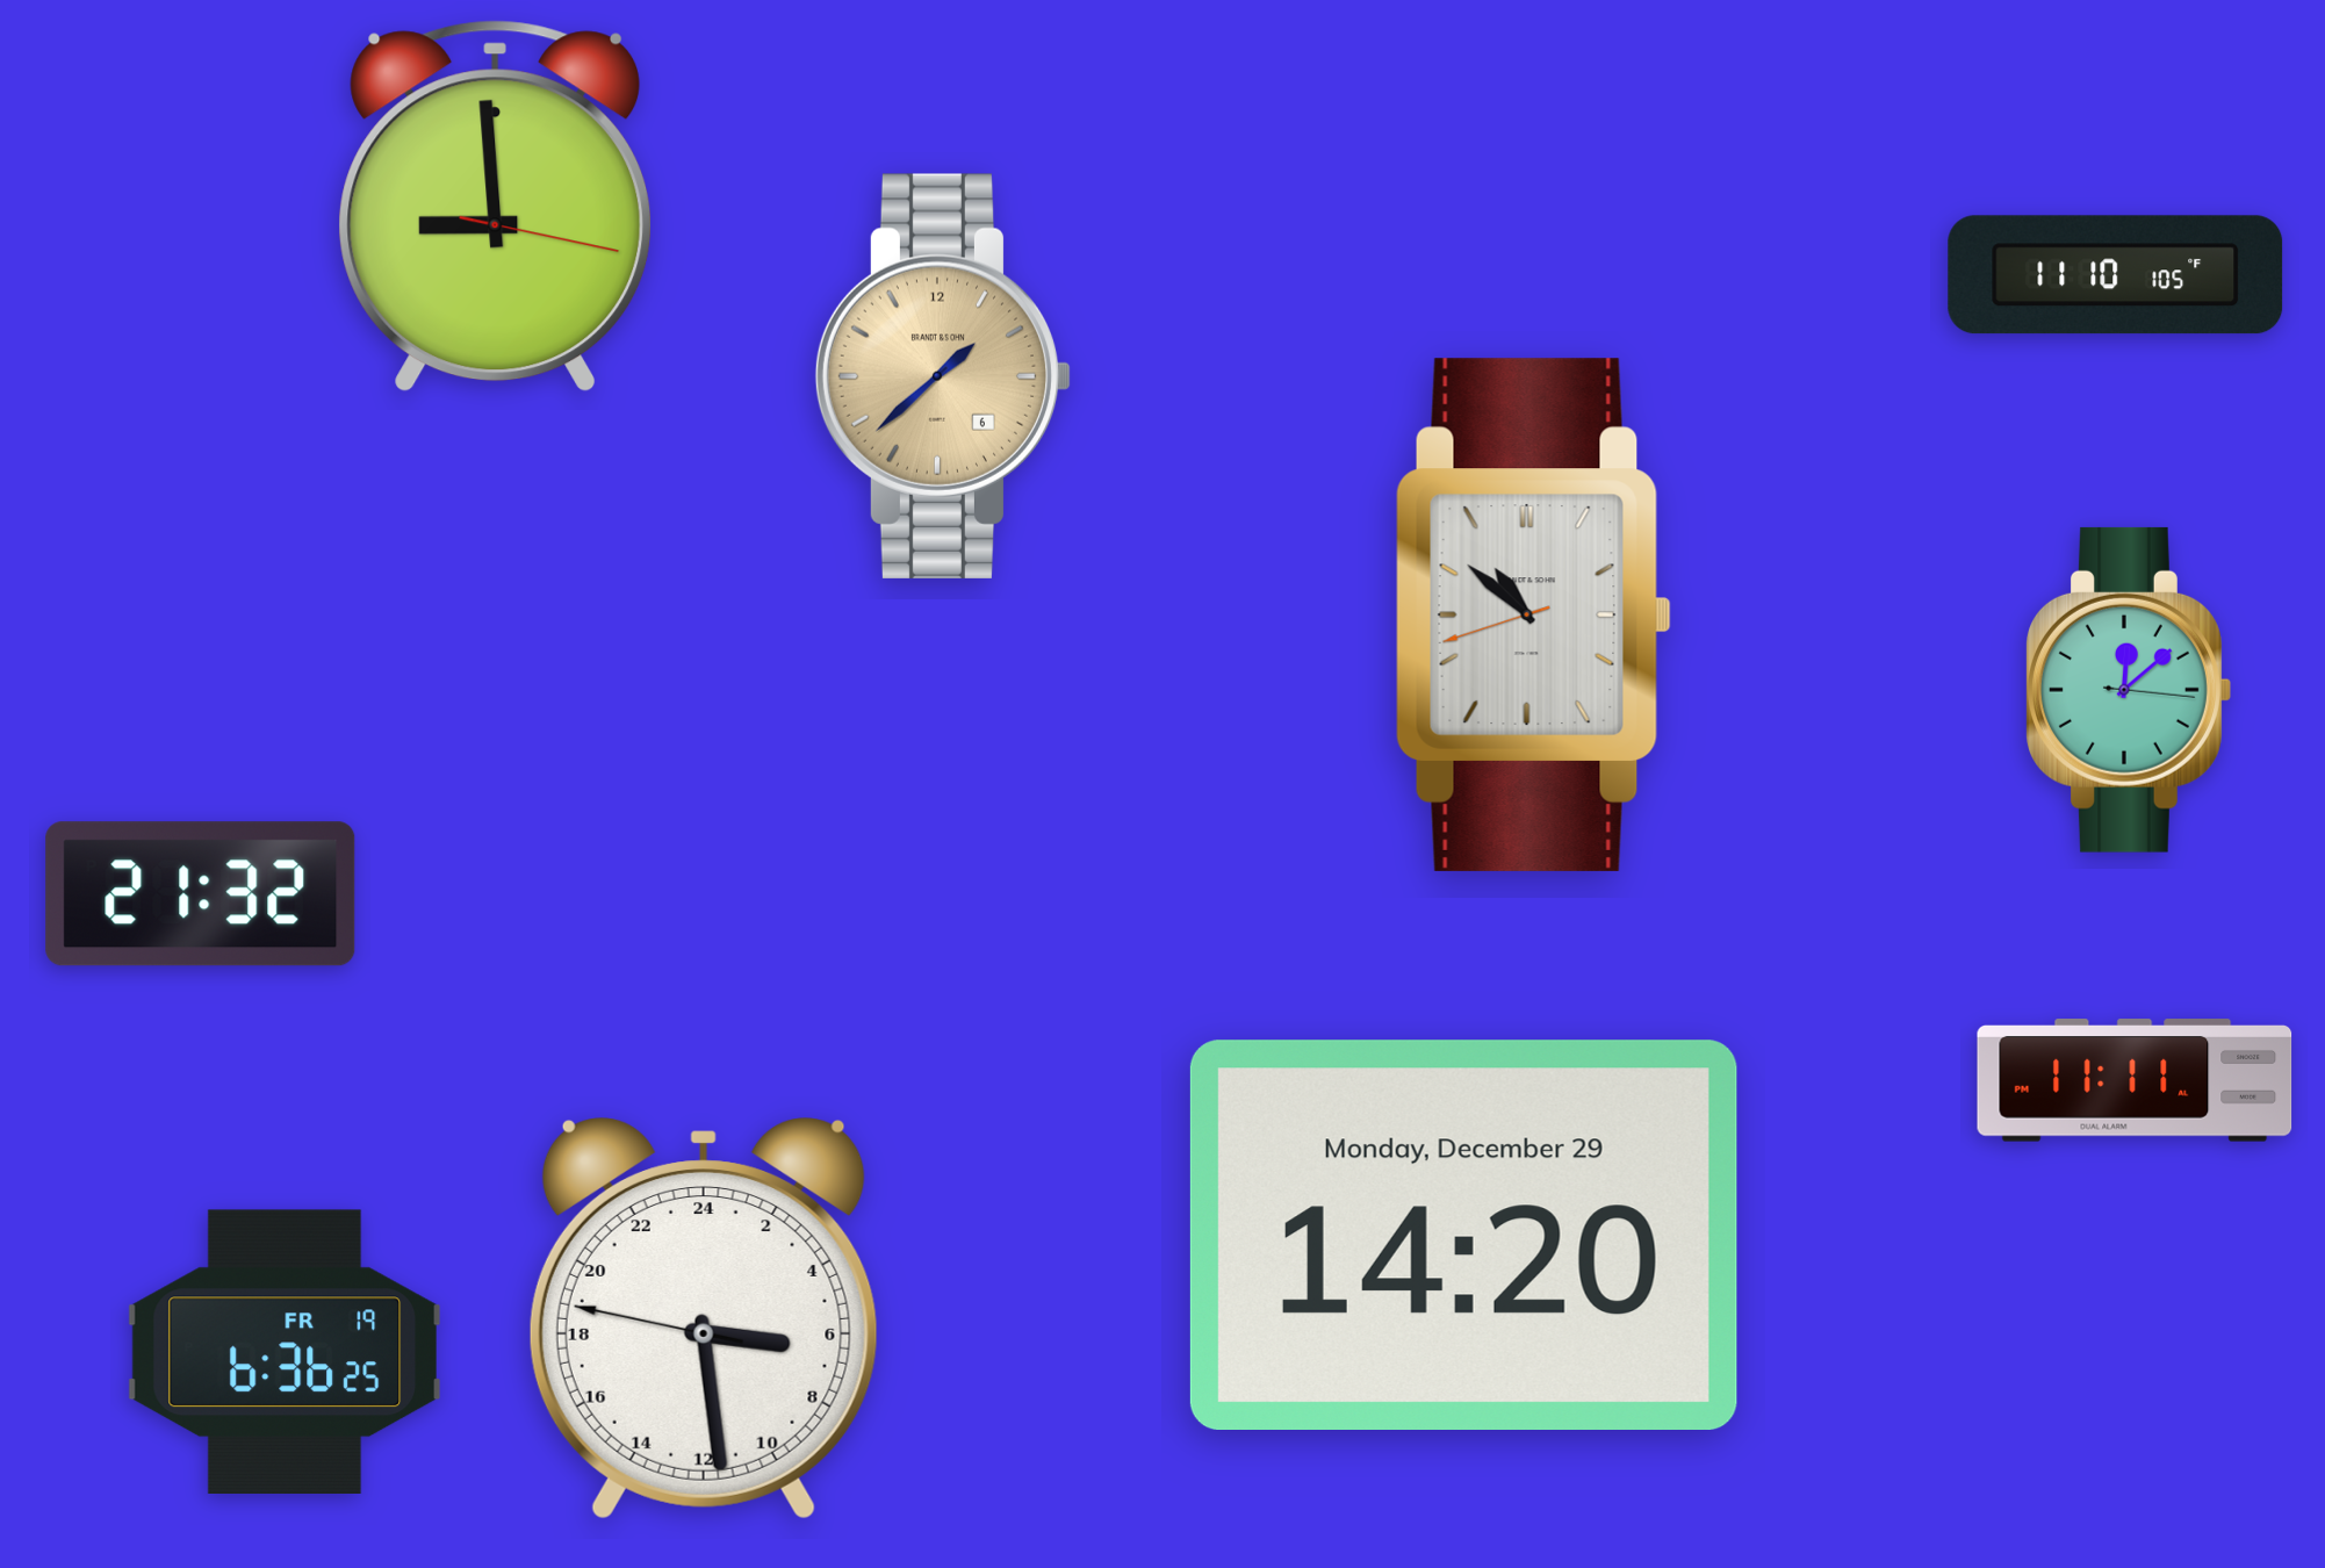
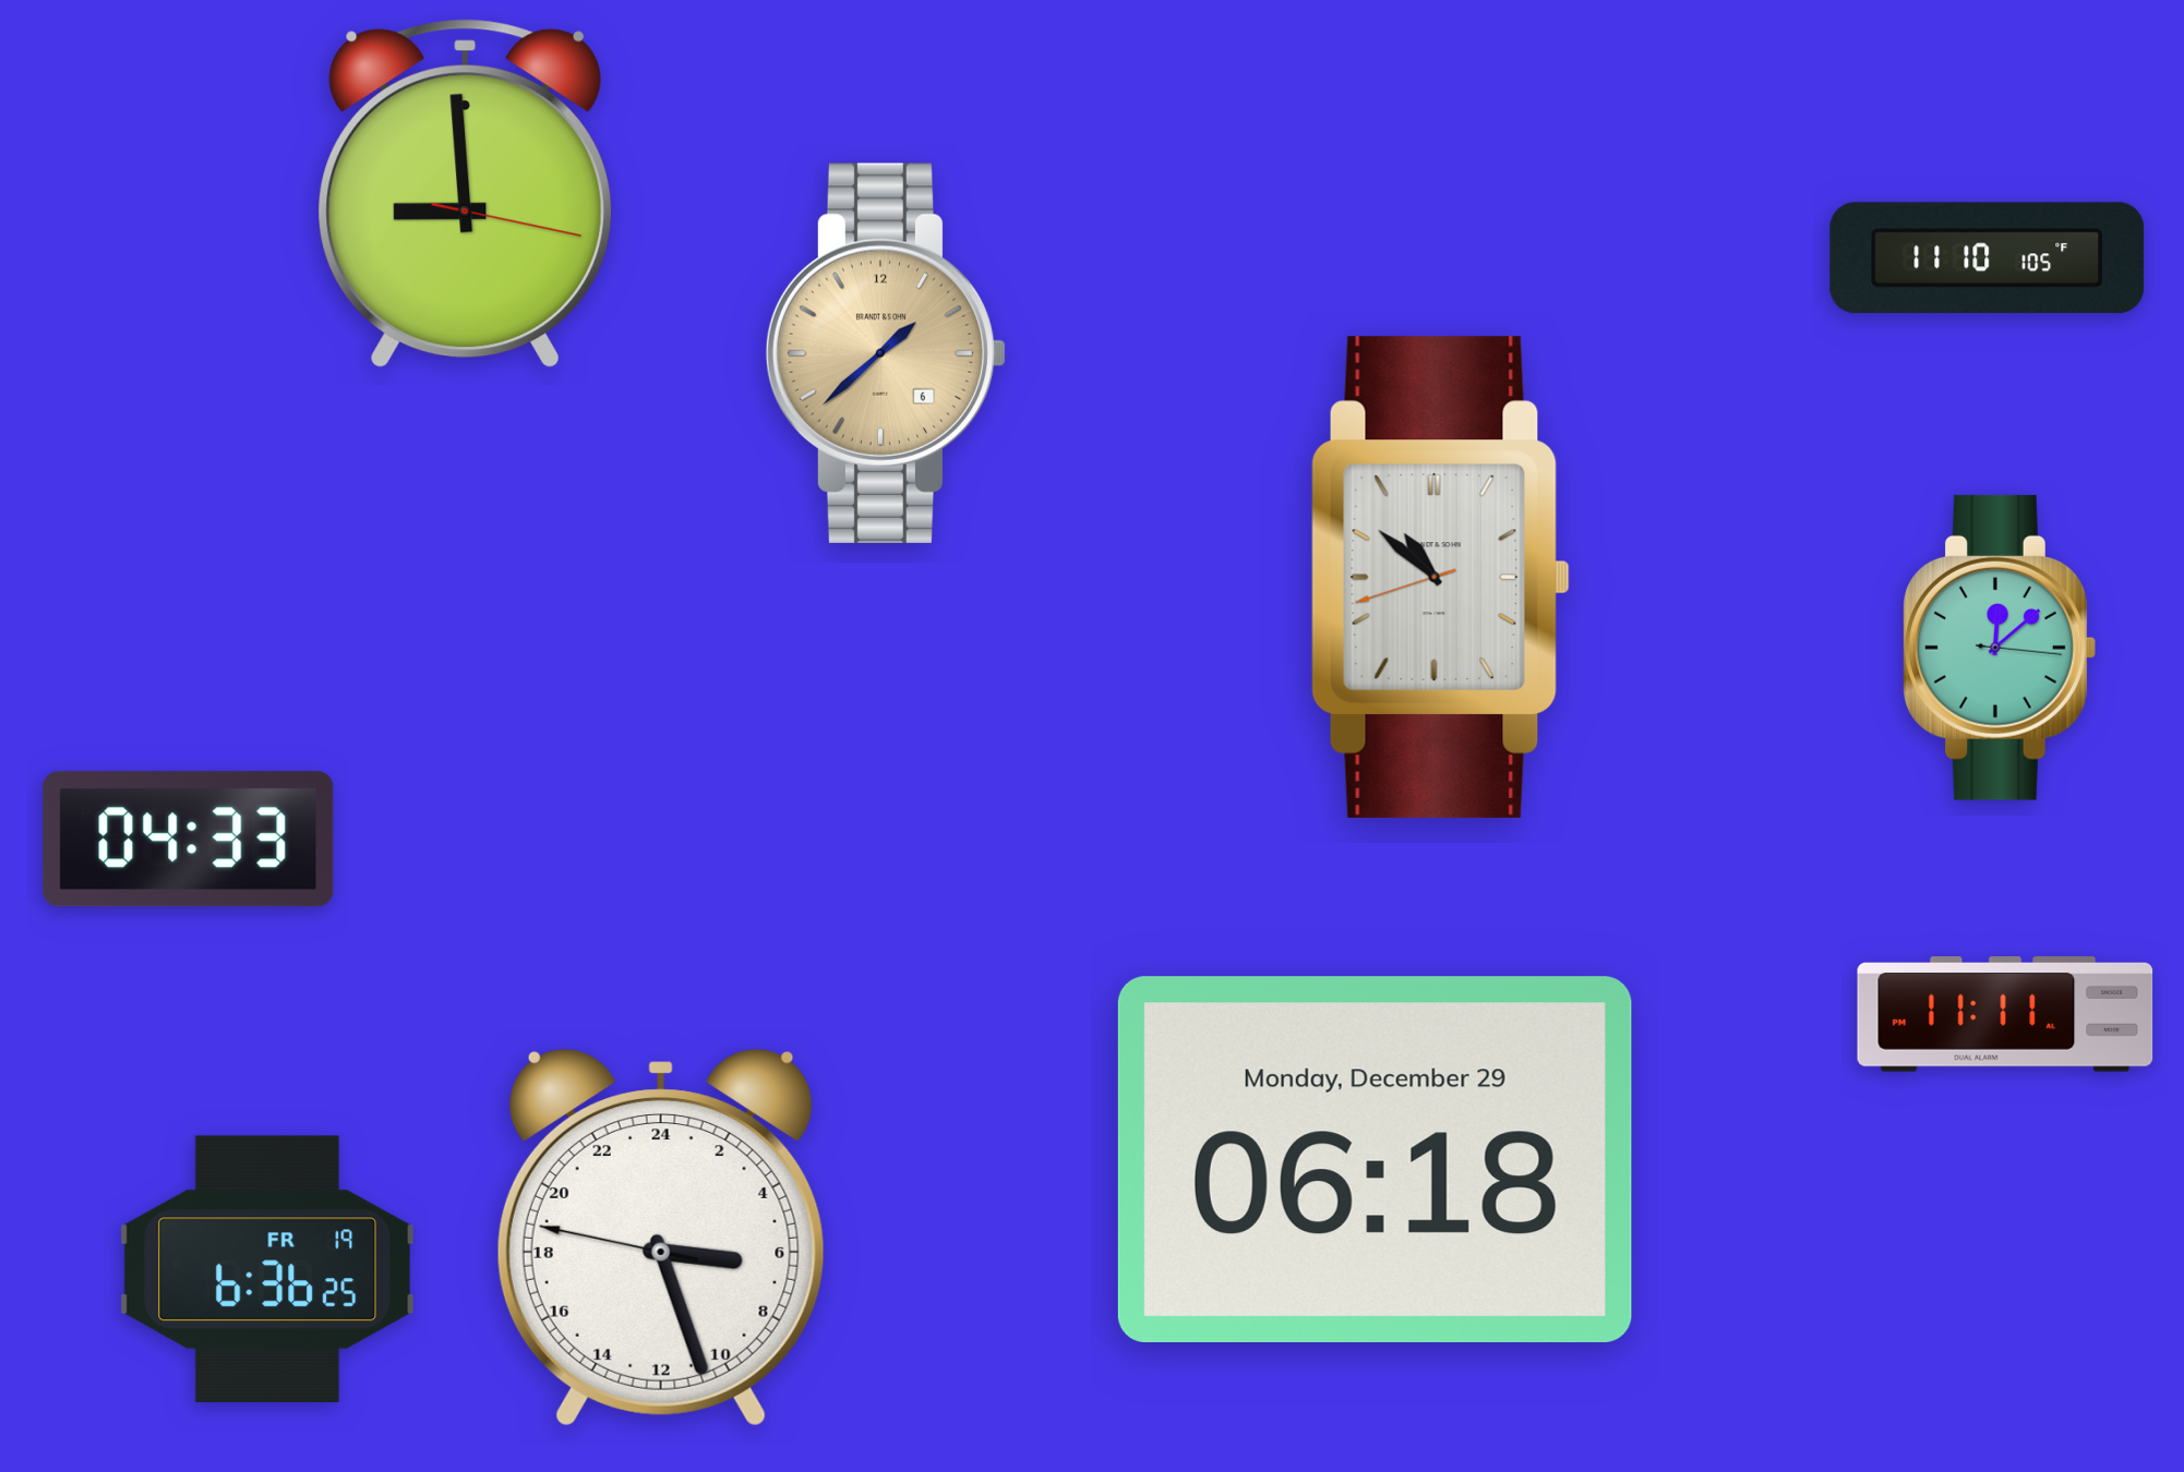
clock at (201, 894): 21:32 -> 04:33
clock at (1463, 1235): 14:20 -> 06:18
clock at (704, 1318): 6:28 -> 6:26
